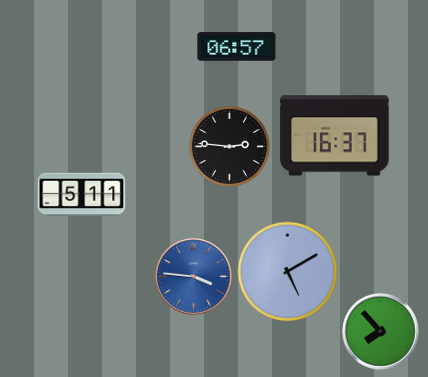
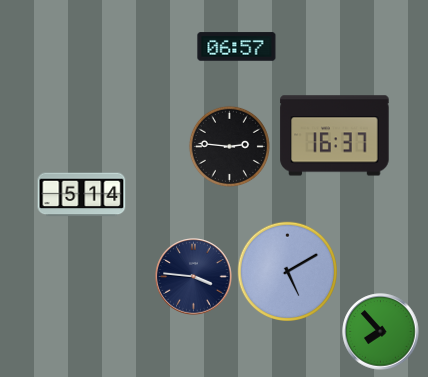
clock at (82, 195): 5:11 -> 5:14
clock at (194, 277) dial: blue -> navy
